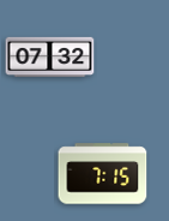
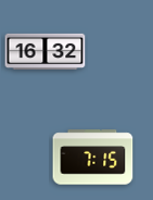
clock at (50, 56): 07:32 -> 16:32
